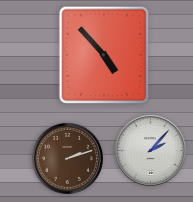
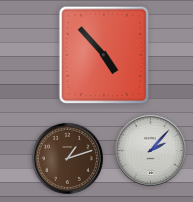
clock at (67, 158): 2:12 -> 1:12
